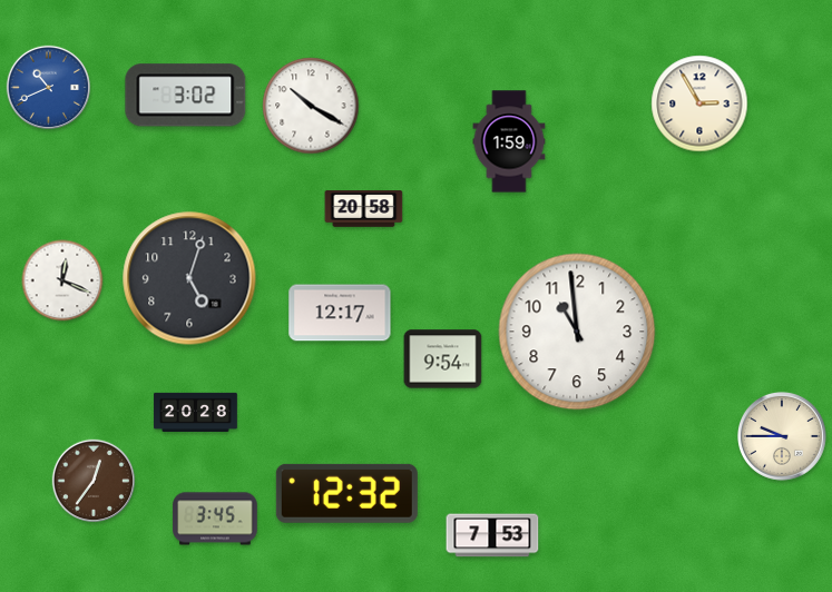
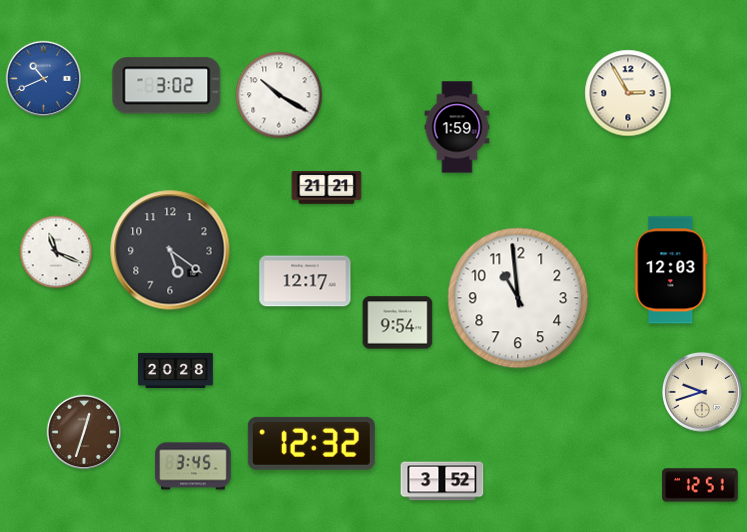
clock at (364, 209): 20:58 -> 21:21
clock at (189, 278): 5:03 -> 5:21
clock at (62, 280): 12:19 -> 11:19
clock at (671, 270): none -> 12:03
clock at (782, 436): 9:45 -> 9:42
clock at (94, 481): 12:36 -> 12:33
clock at (492, 535): 7:53 -> 3:52
clock at (700, 485): none -> 12:51
